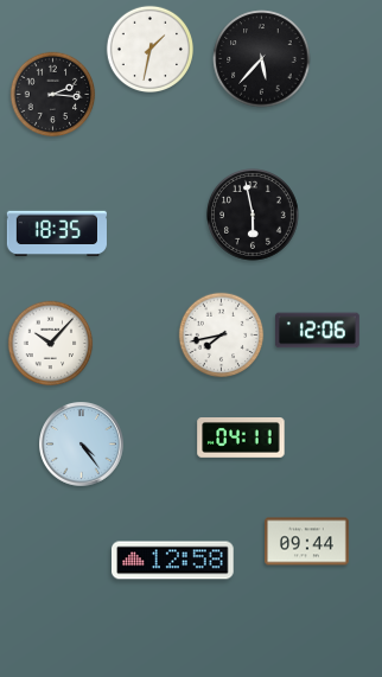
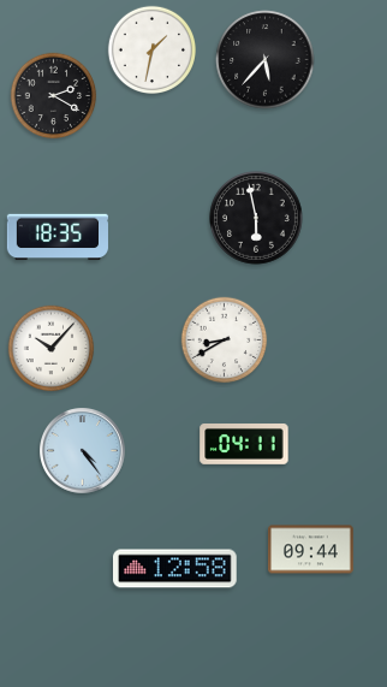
clock at (53, 95): 2:16 -> 2:20
clock at (318, 331): 12:06 -> none
clock at (222, 336): 7:43 -> 8:40
